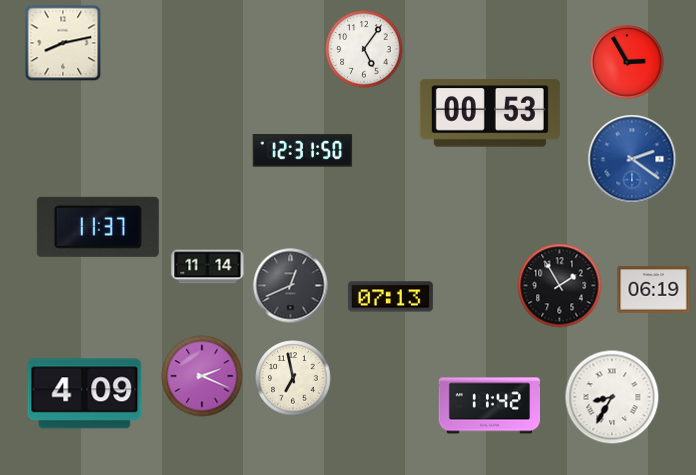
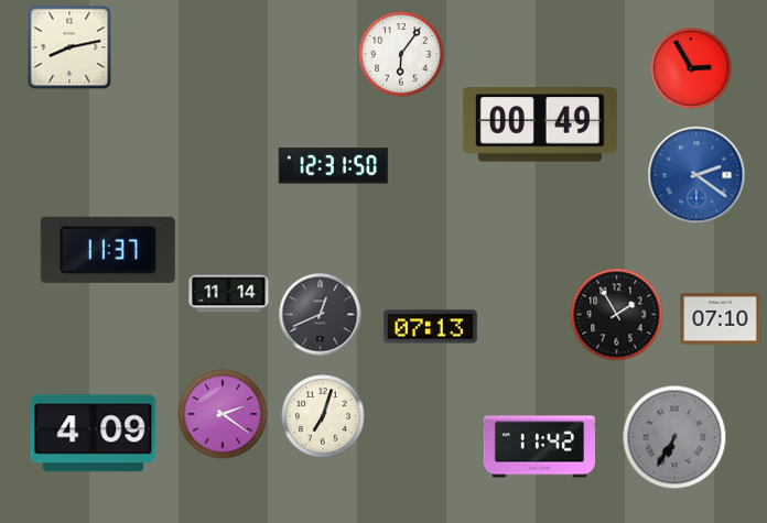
clock at (364, 49): 5:06 -> 6:06
clock at (490, 113): 00:53 -> 00:49
clock at (654, 290): 06:19 -> 07:10
clock at (202, 376): 2:19 -> 2:21
clock at (293, 378): 6:58 -> 7:03
clock at (612, 397): 8:35 -> 6:35
clock at (612, 397) dial: white -> grey
